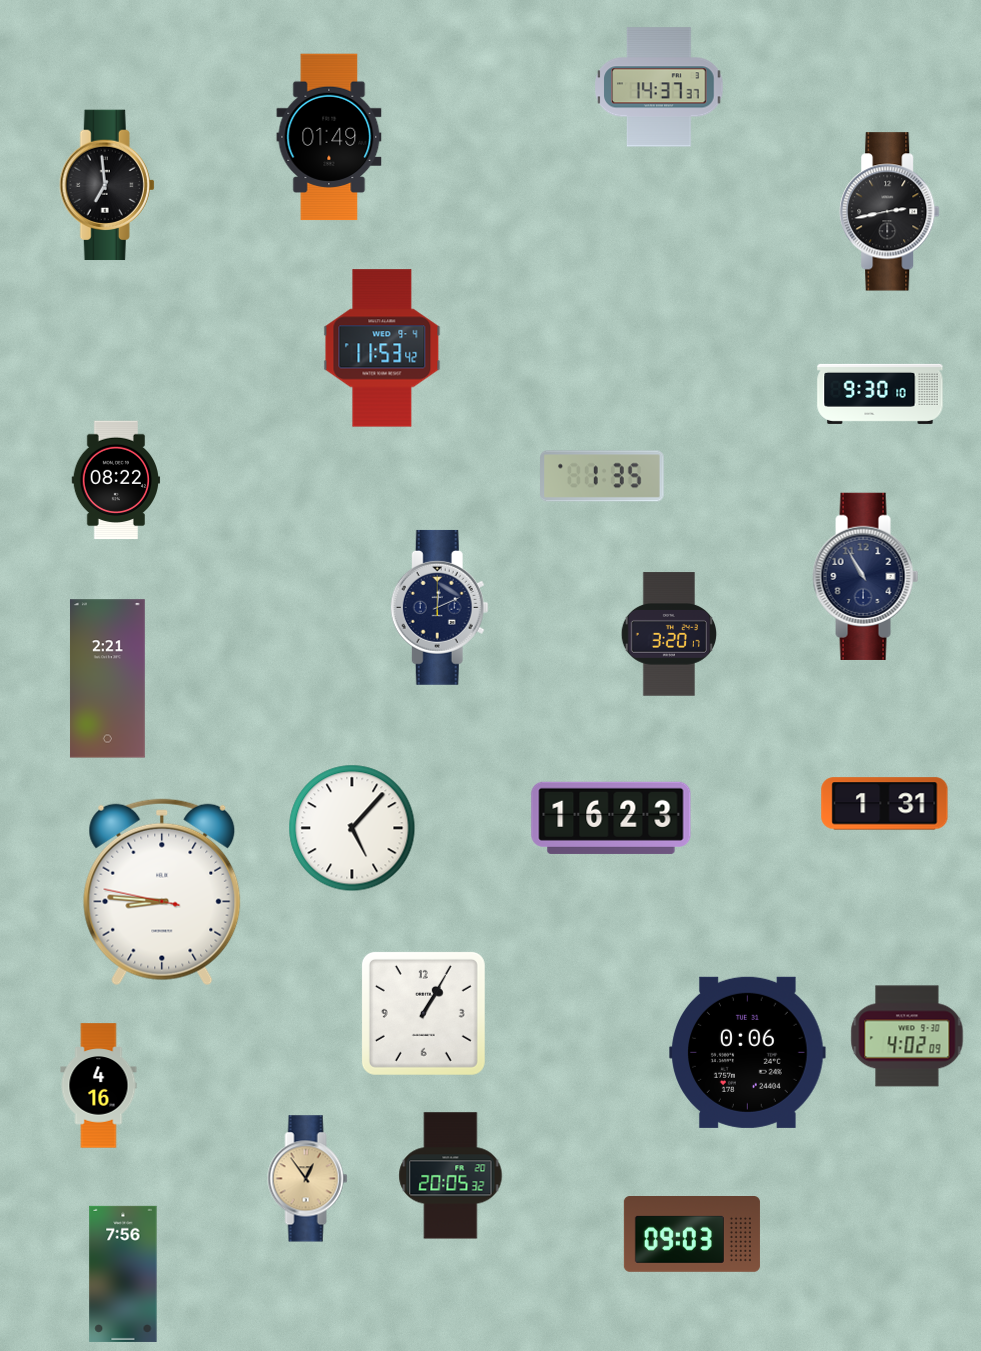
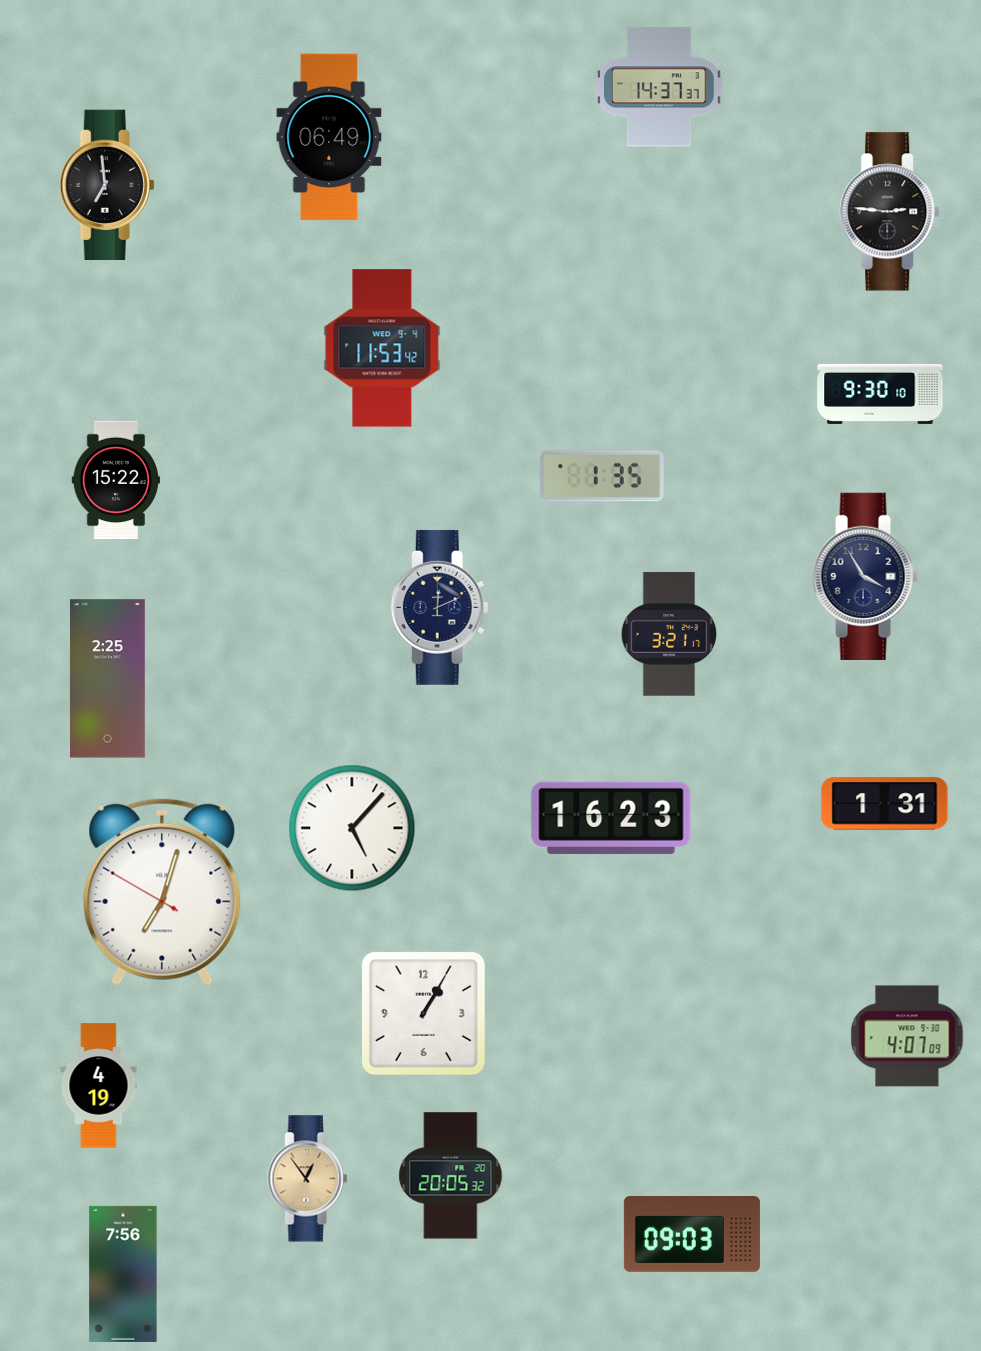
clock at (329, 137): 01:49 -> 06:49
clock at (890, 212): 2:43 -> 2:46
clock at (116, 480): 08:22 -> 15:22
clock at (866, 576): 10:55 -> 3:55
clock at (668, 634): 3:20 -> 3:21
clock at (107, 679): 2:21 -> 2:25
clock at (162, 892): 8:45 -> 7:02
clock at (907, 1036): 4:02 -> 4:07
clock at (748, 1052): 0:06 -> none
clock at (99, 1086): 4:16 -> 4:19
